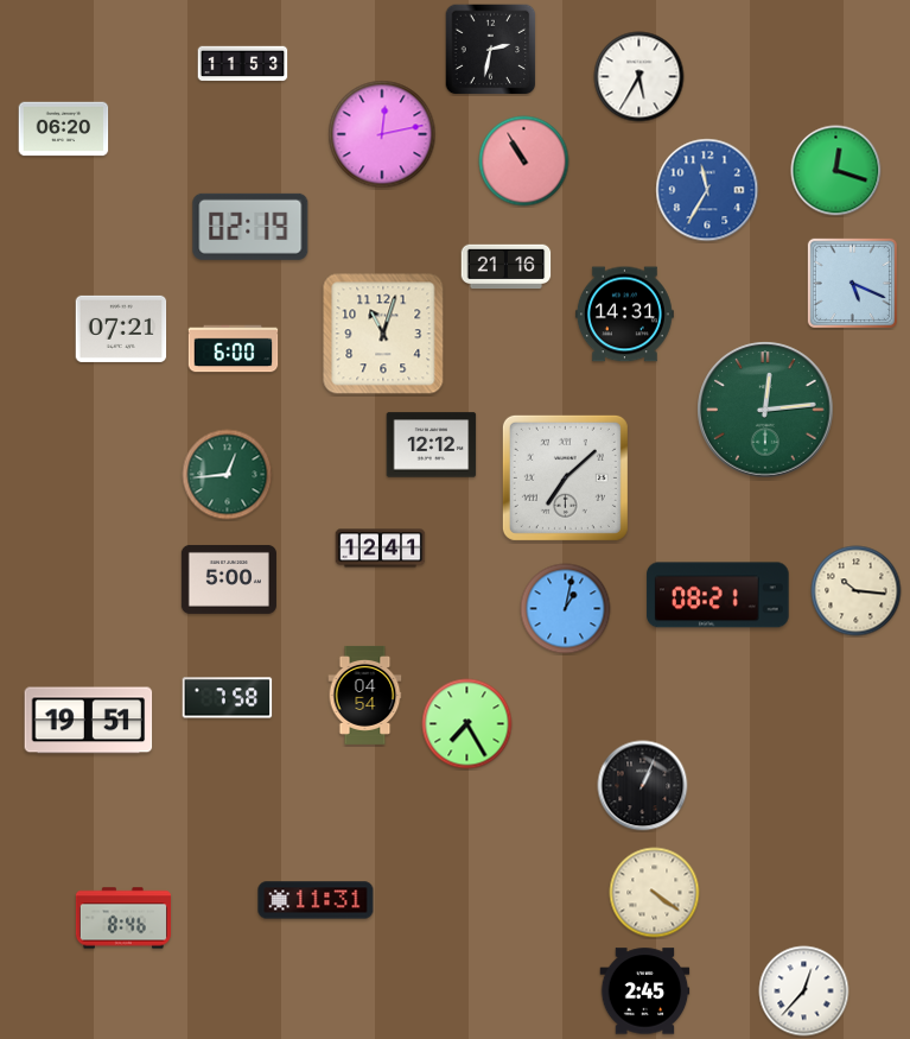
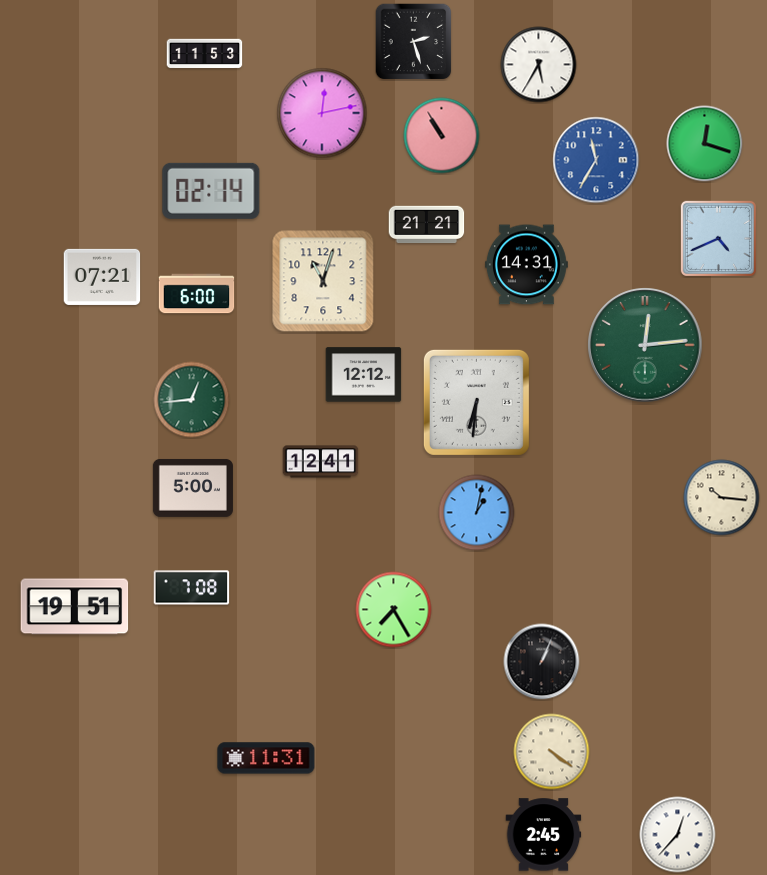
clock at (490, 49): 2:32 -> 2:27
clock at (64, 129): 06:20 -> none
clock at (250, 227): 02:19 -> 02:14
clock at (507, 267): 21:16 -> 21:21
clock at (852, 283): 5:19 -> 4:41
clock at (565, 477): 7:08 -> 6:31
clock at (718, 595): 08:21 -> none
clock at (365, 695): 04:54 -> none
clock at (228, 698): 7:58 -> 7:08
clock at (123, 918): 8:46 -> none
